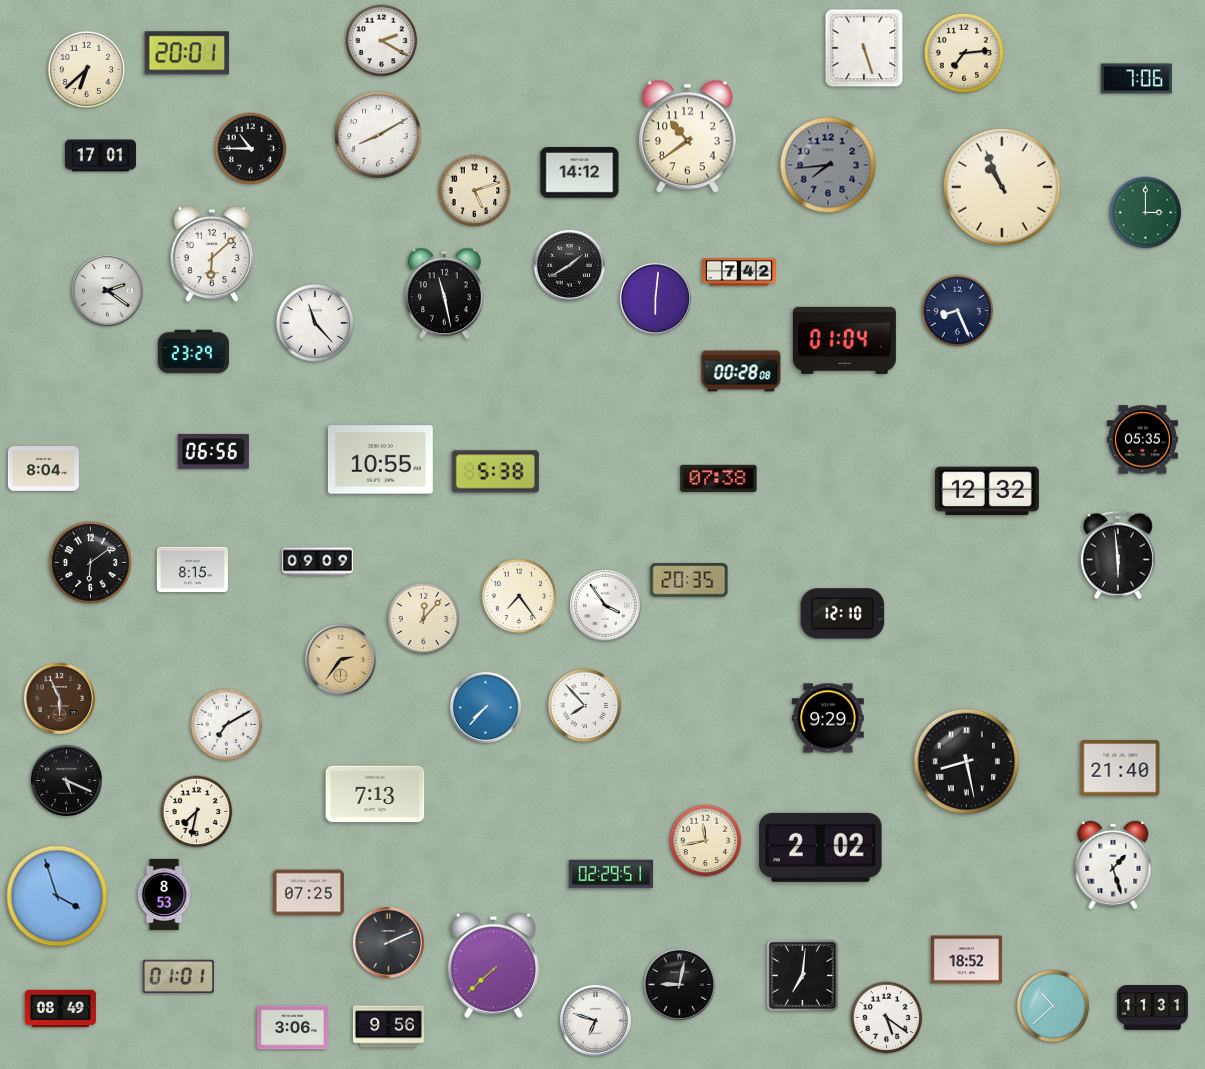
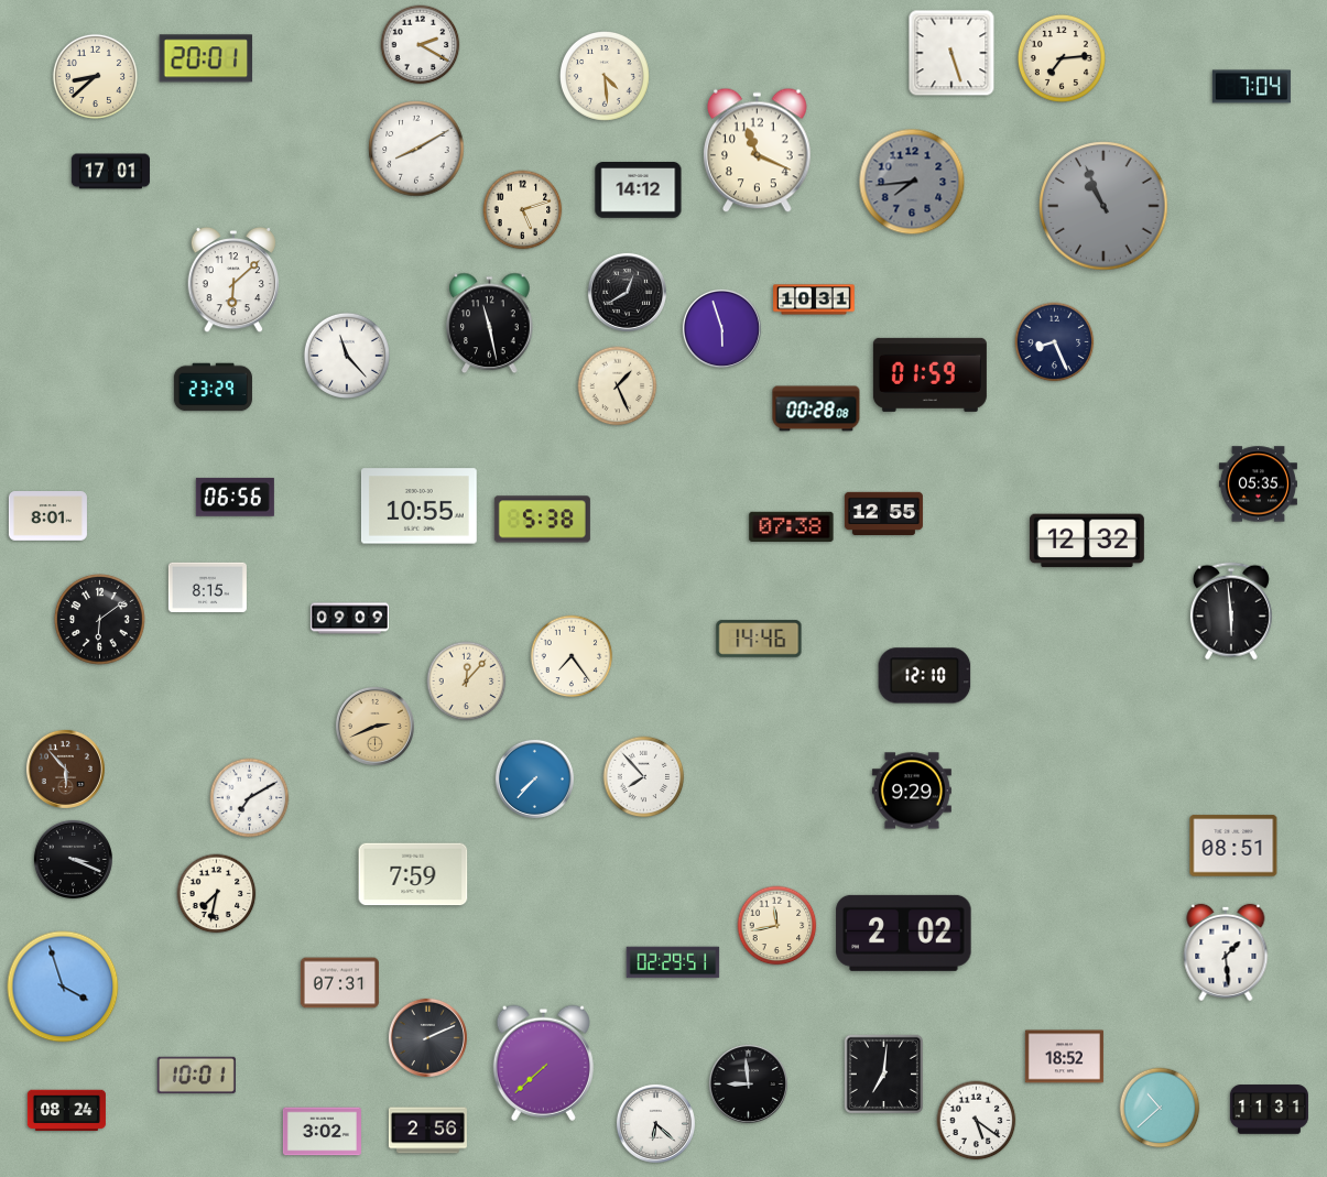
clock at (86, 69): 6:38 -> 8:38
clock at (606, 77): none -> 4:29
clock at (1136, 79): 7:06 -> 7:04
clock at (688, 137): 10:39 -> 11:19
clock at (251, 149): 10:45 -> none
clock at (1002, 187) dial: cream -> grey
clock at (1146, 213): 3:00 -> none
clock at (569, 265): 1:40 -> 12:40
clock at (739, 272): 7:42 -> 10:31
clock at (107, 290): 2:21 -> none
clock at (655, 298): 6:01 -> 5:57
clock at (844, 340): 01:04 -> 01:59
clock at (618, 386): none -> 1:26
clock at (883, 513): none -> 12:55
clock at (43, 469): 8:04 -> 8:01
clock at (495, 472) position: (495, 472) -> (542, 520)
clock at (192, 570) position: (192, 570) -> (207, 588)
clock at (689, 580): 20:35 -> 14:46
clock at (605, 605): 3:54 -> none
clock at (843, 614) position: (843, 614) -> (925, 676)
clock at (340, 659): 2:36 -> 2:41
clock at (59, 698): 5:56 -> 5:53
clock at (967, 762): 8:28 -> none
clock at (1120, 768): 21:40 -> 08:51
clock at (66, 780): 5:19 -> 3:19
clock at (375, 794): 7:13 -> 7:59
clock at (1113, 865): 1:27 -> 1:29
clock at (308, 893): 07:25 -> 07:31
clock at (164, 894): 8:53 -> none
clock at (178, 976): 01:01 -> 10:01
clock at (679, 984): 9:02 -> 8:59
clock at (60, 1009): 08:49 -> 08:24
clock at (595, 1020): 6:48 -> 6:22
clock at (388, 1027): 9:56 -> 2:56
clock at (292, 1028): 3:06 -> 3:02
